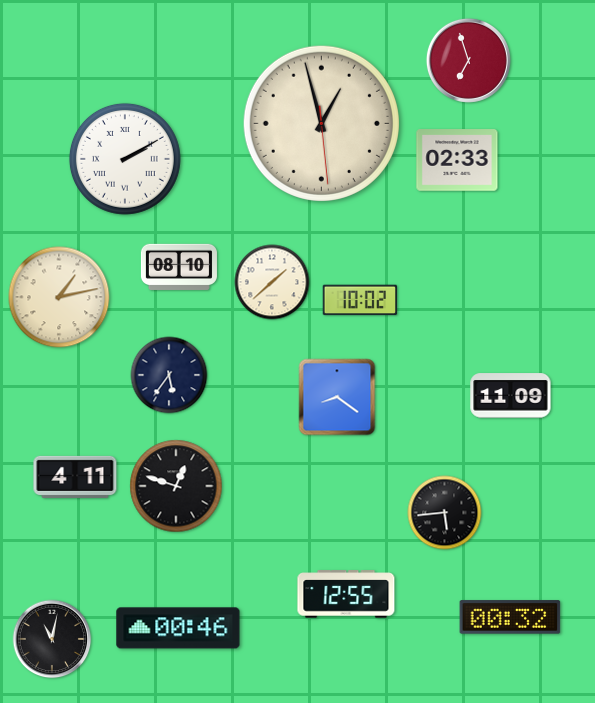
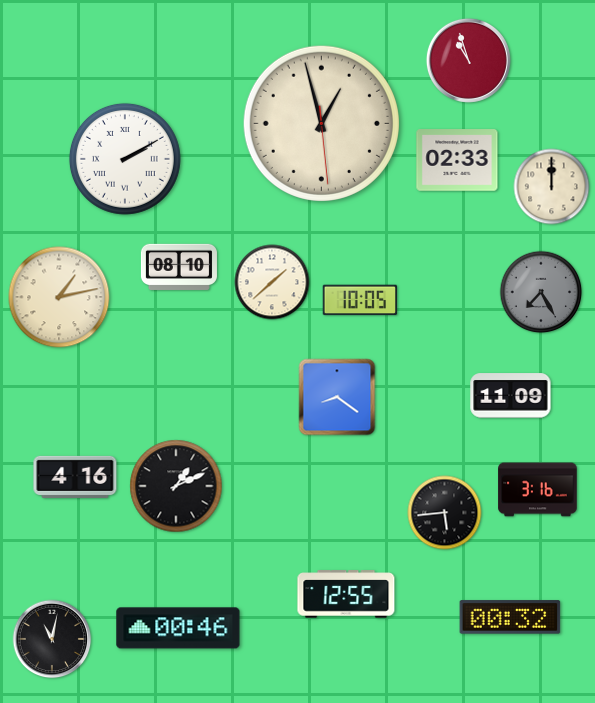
clock at (468, 60): 6:57 -> 10:57
clock at (552, 187): none -> 12:00
clock at (541, 292): none -> 7:25
clock at (360, 300): 10:02 -> 10:05
clock at (169, 375): 5:36 -> none
clock at (75, 477): 4:11 -> 4:16
clock at (176, 486): 12:48 -> 1:11
clock at (538, 490): none -> 3:16
